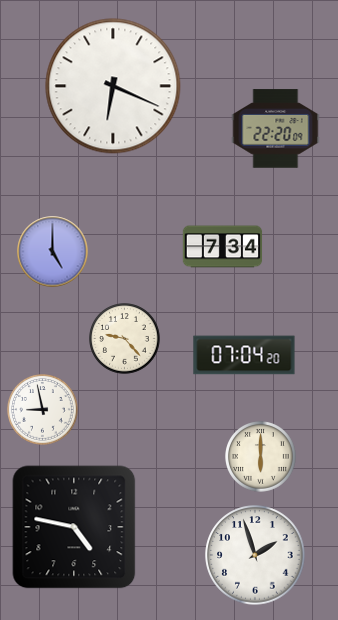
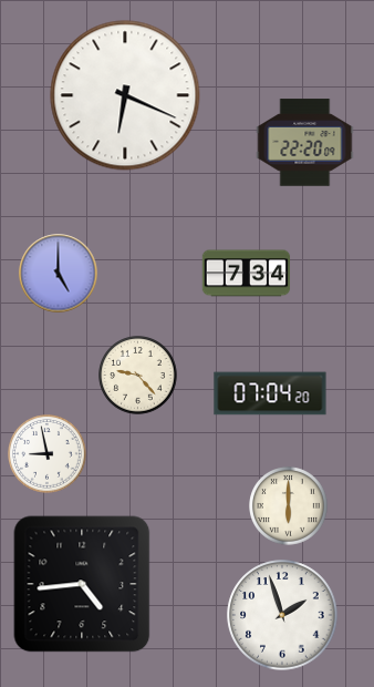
clock at (53, 252) position: (53, 252) -> (59, 274)
clock at (74, 527): 4:47 -> 4:44
